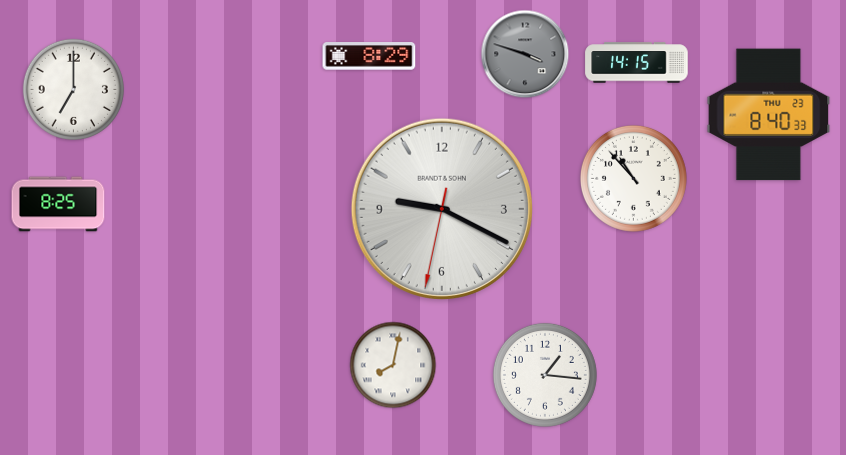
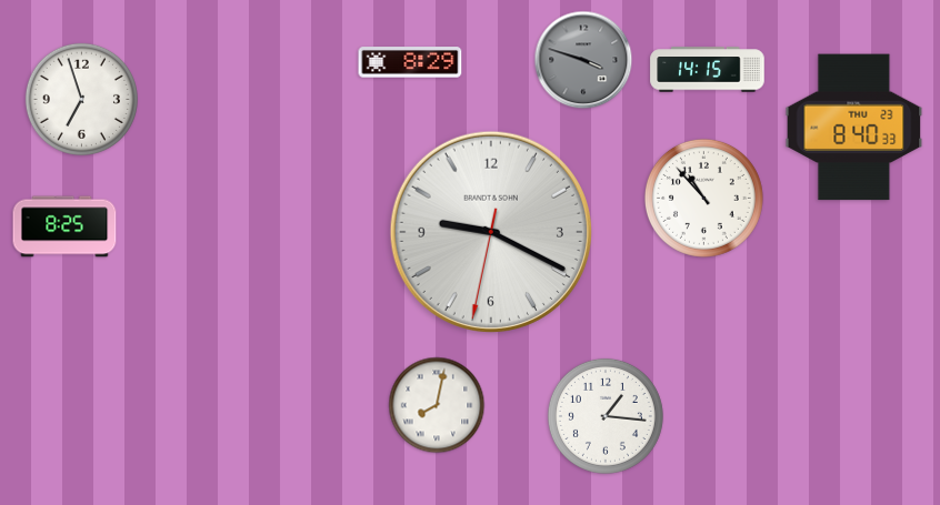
clock at (73, 89): 7:00 -> 6:57
